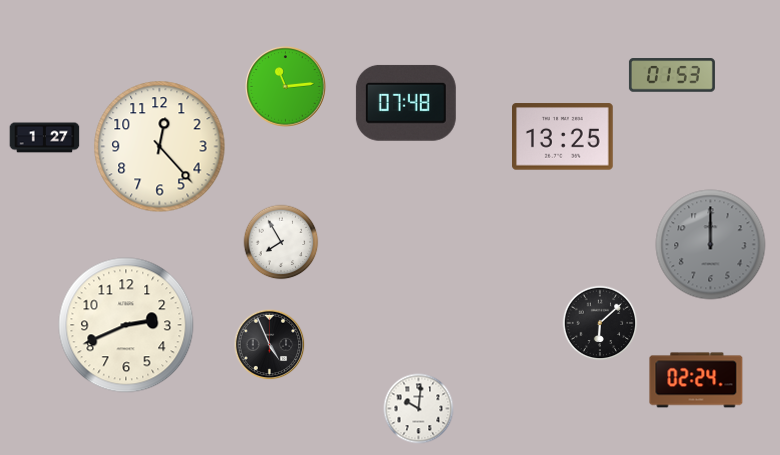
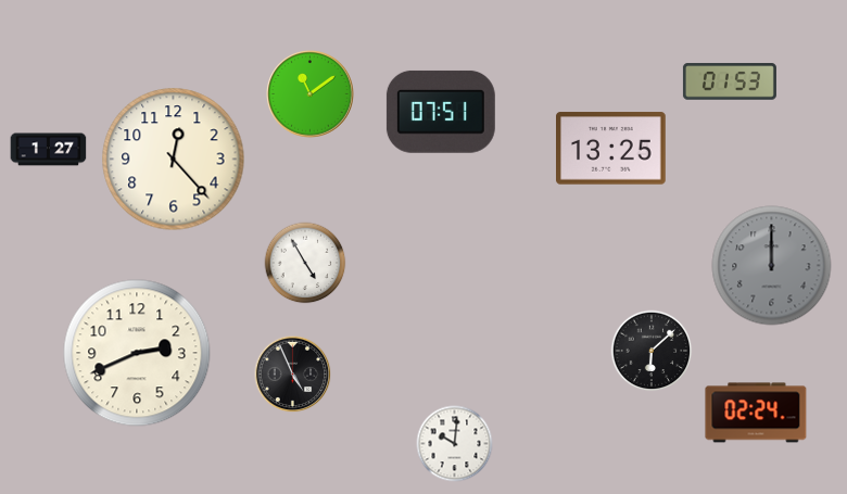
clock at (286, 87): 11:14 -> 11:09
clock at (406, 103): 07:48 -> 07:51
clock at (281, 242): 7:55 -> 4:55
